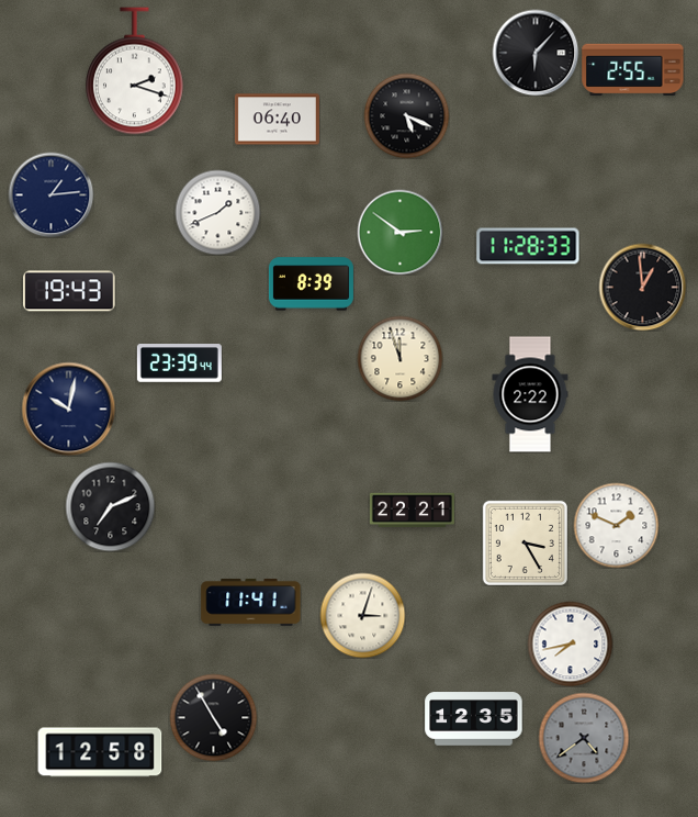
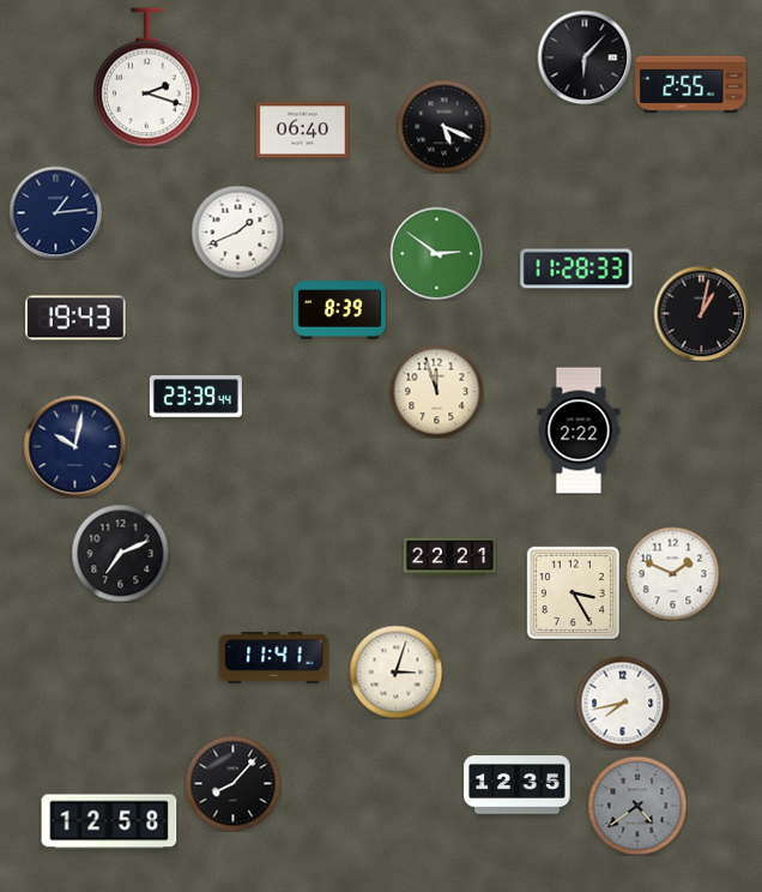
clock at (633, 70) position: (633, 70) -> (691, 85)
clock at (642, 287): 12:59 -> 1:02
clock at (213, 717): 4:55 -> 8:07
